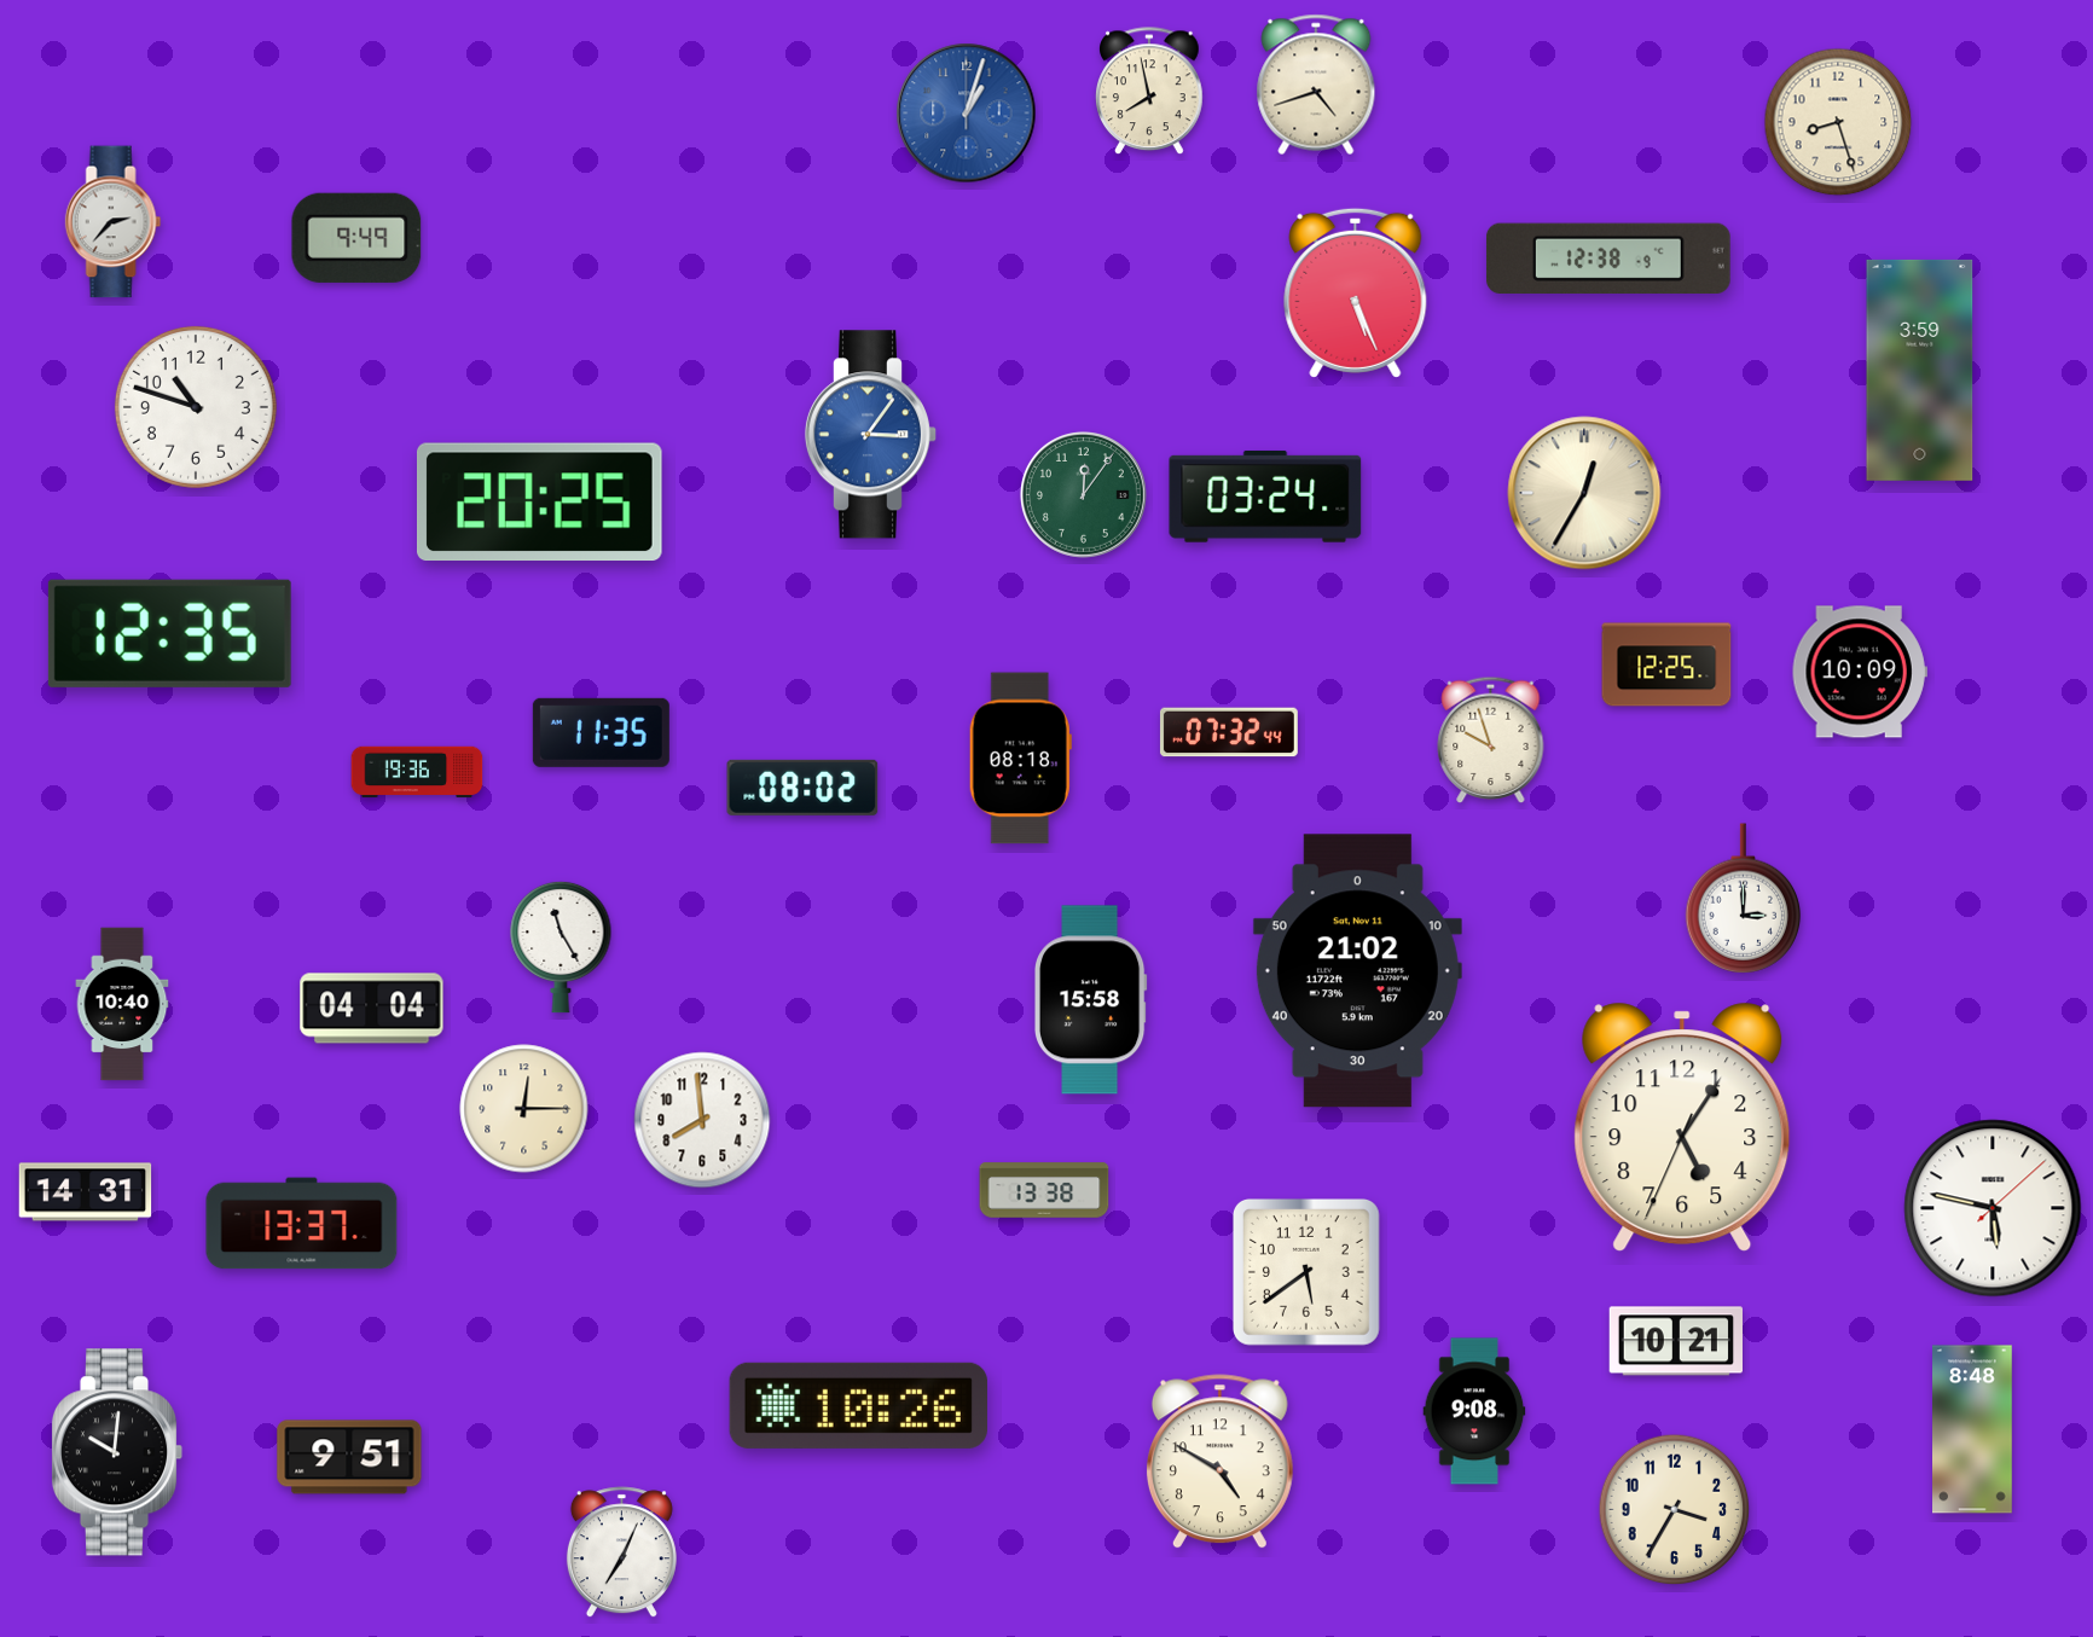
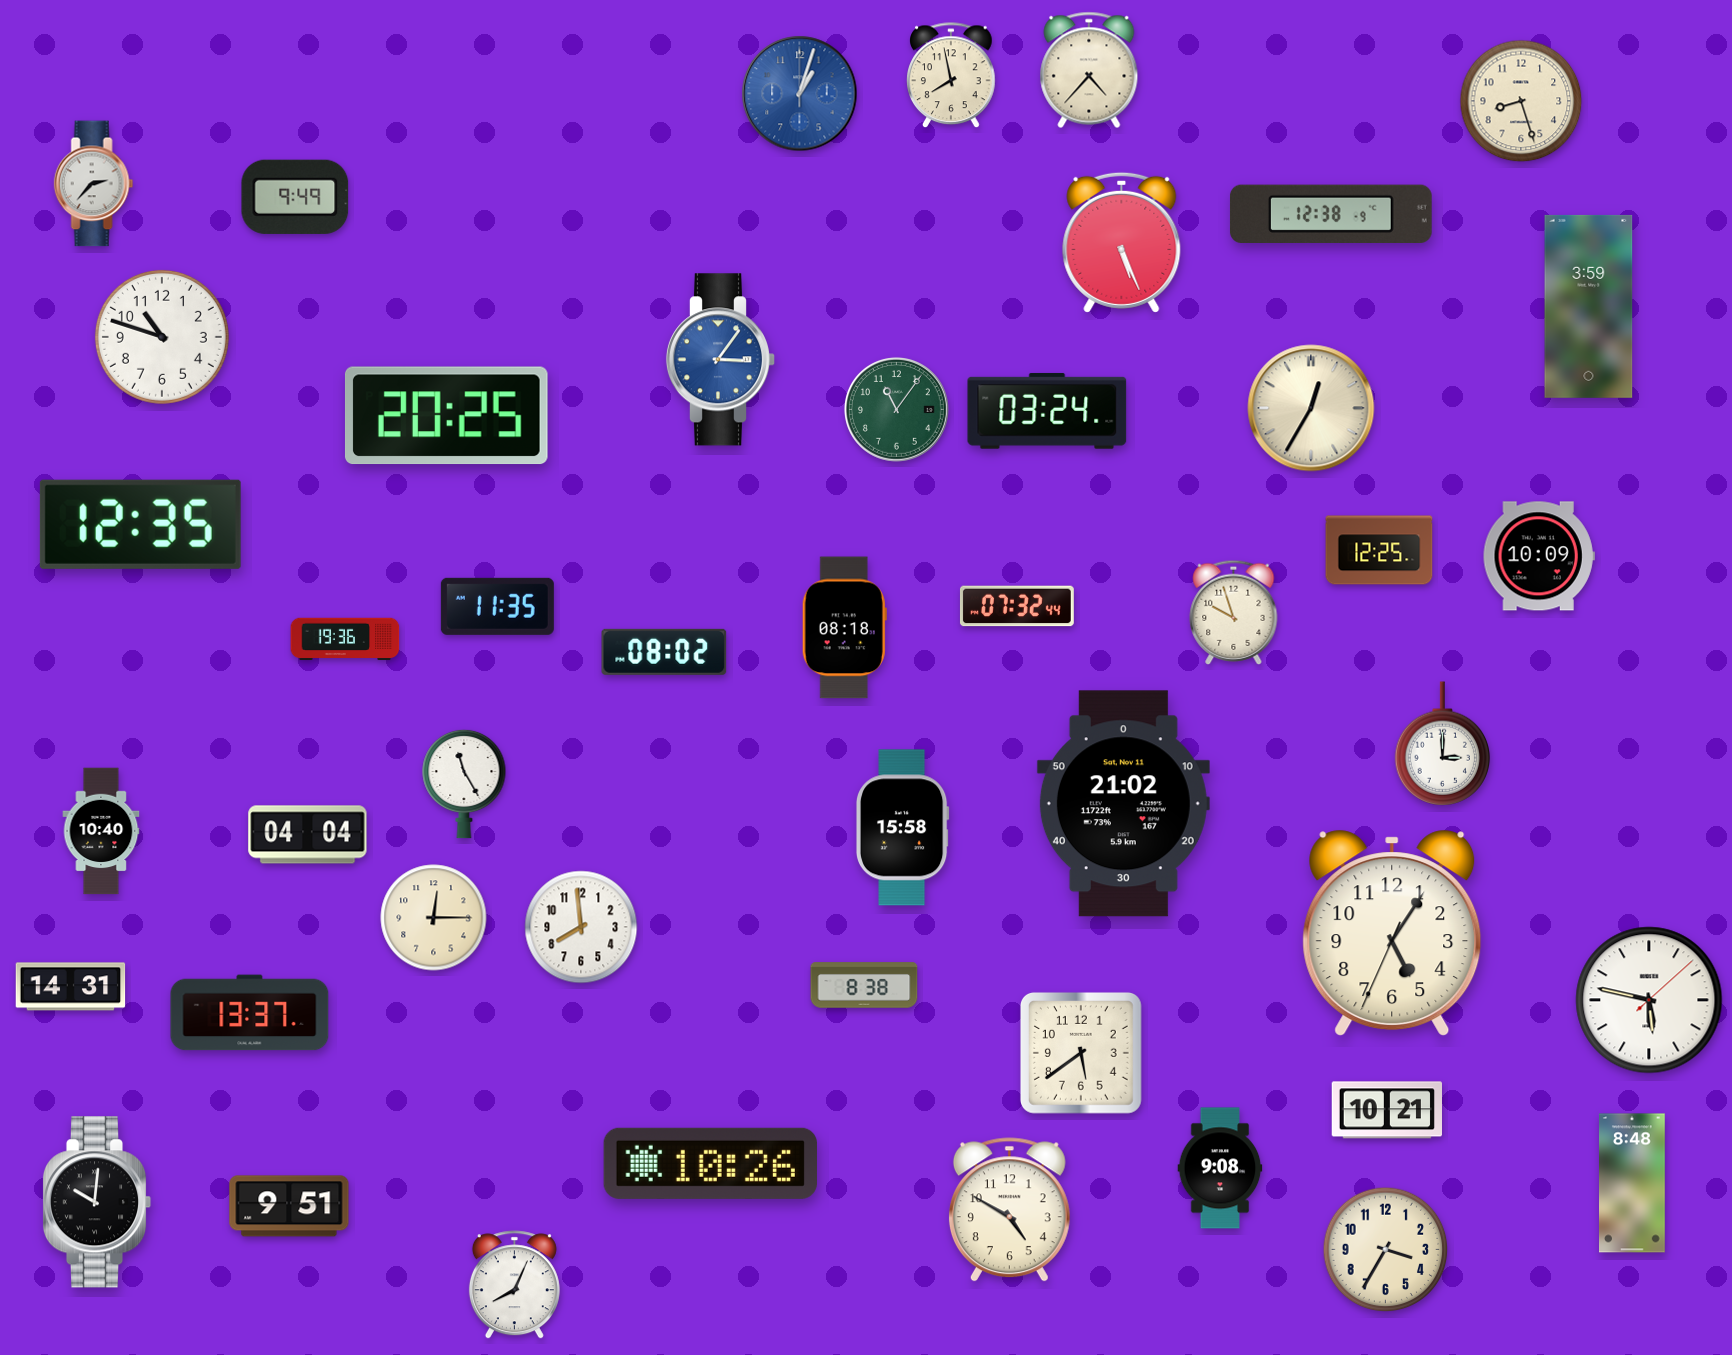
clock at (1316, 85): 4:42 -> 4:37
clock at (1083, 494): 12:06 -> 11:06
clock at (1044, 1190): 13:38 -> 8:38
clock at (621, 1552): 7:04 -> 8:04
